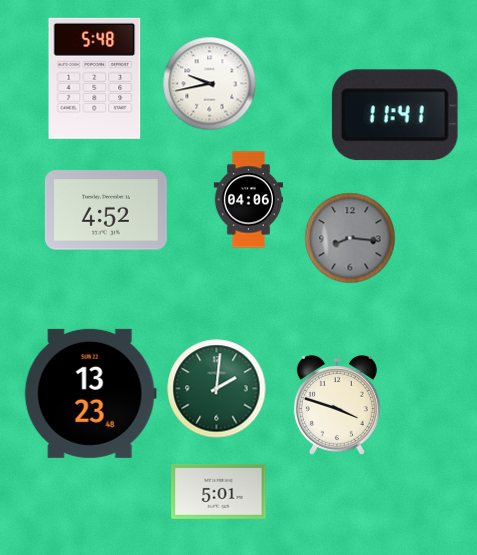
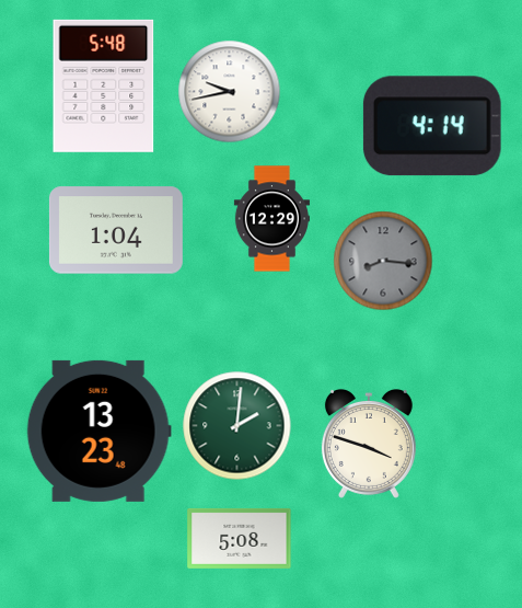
clock at (395, 115): 11:41 -> 4:14
clock at (248, 200): 04:06 -> 12:29
clock at (106, 210): 4:52 -> 1:04
clock at (219, 491): 5:01 -> 5:08
